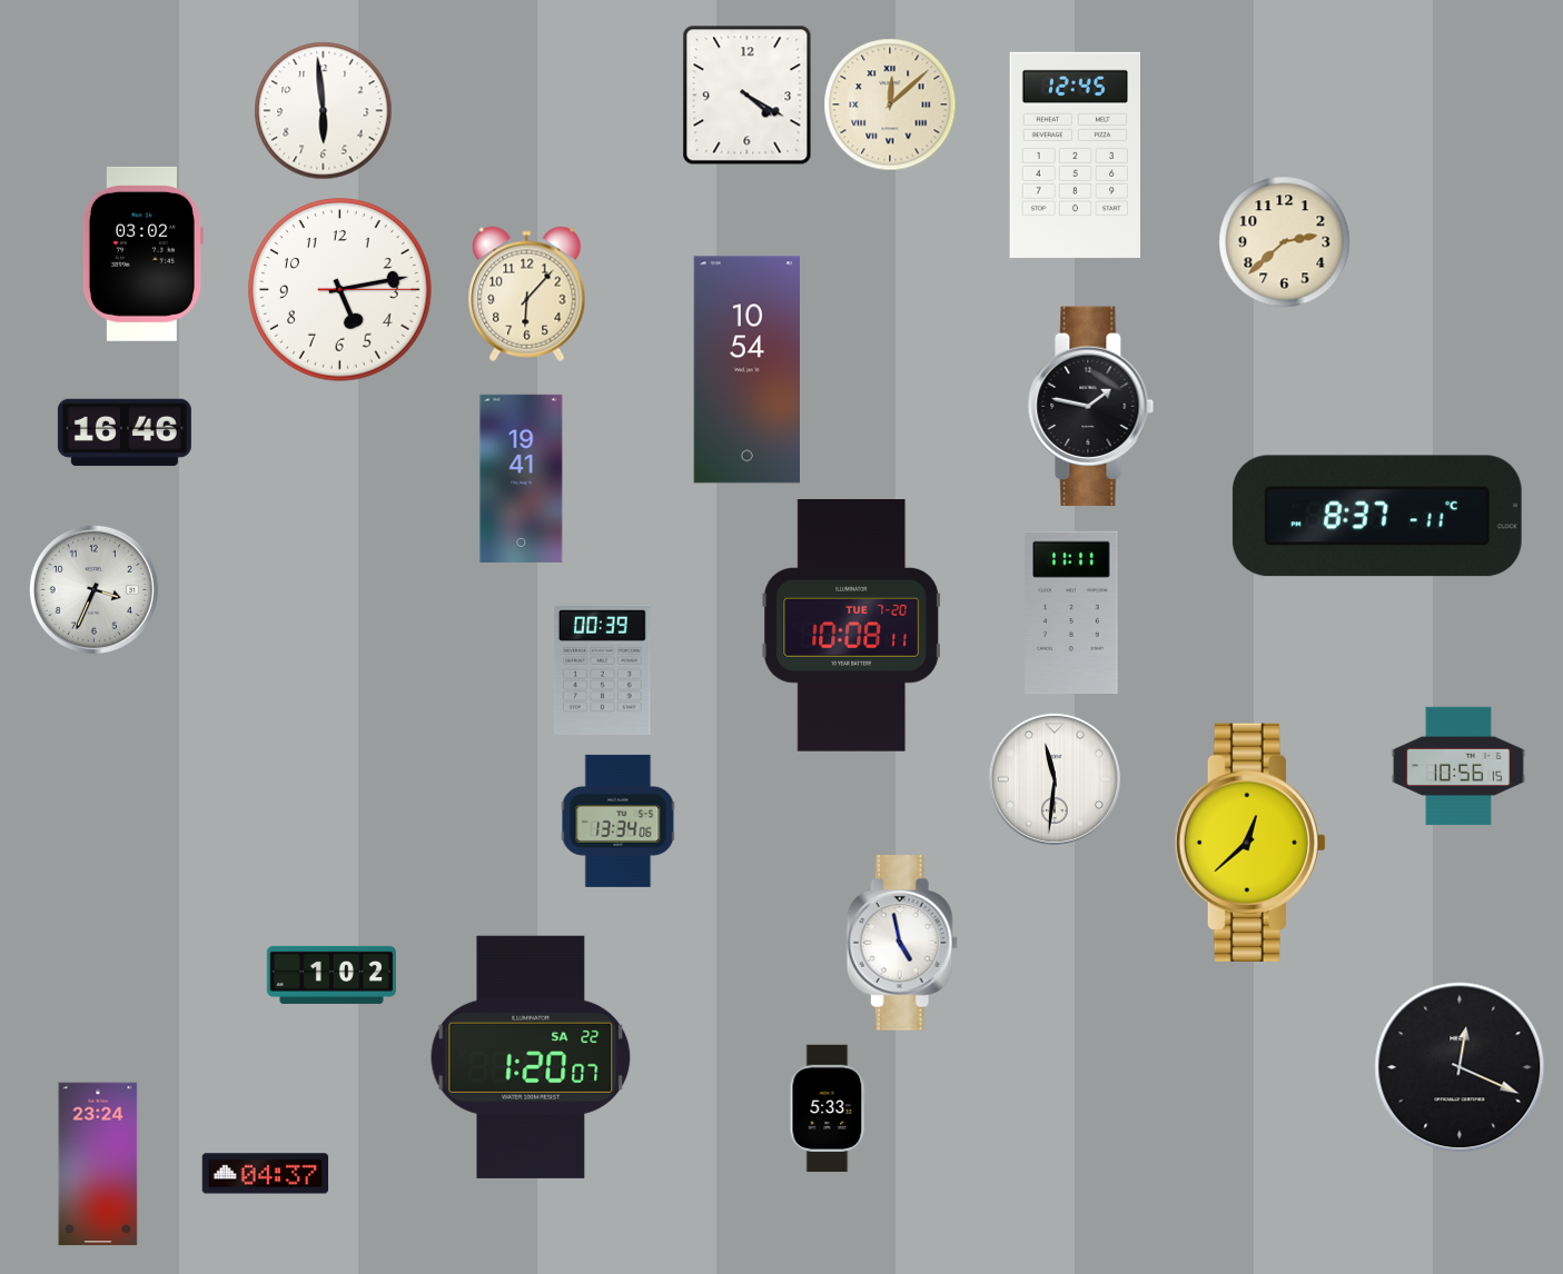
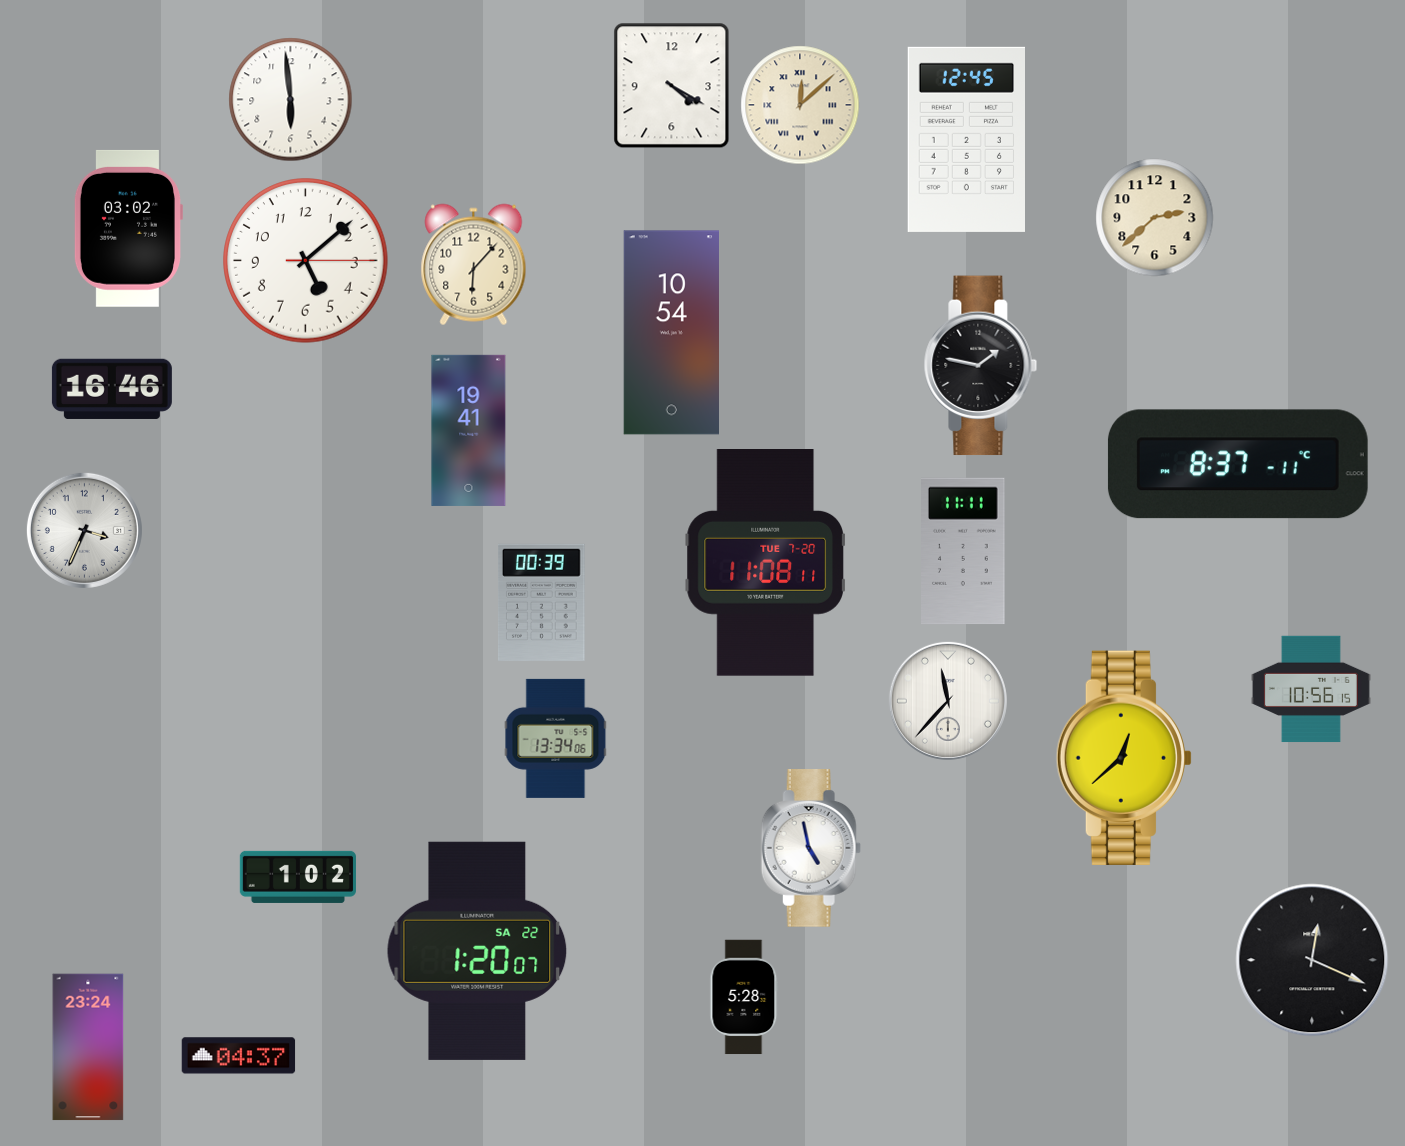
clock at (890, 104) position: (890, 104) -> (800, 105)
clock at (340, 290): 5:13 -> 5:08
clock at (851, 626): 10:08 -> 11:08
clock at (1055, 779): 11:31 -> 11:37
clock at (828, 1108): 5:33 -> 5:28
